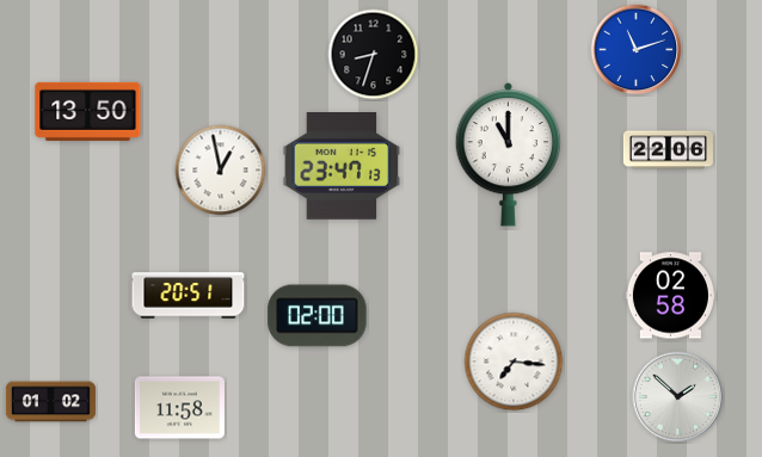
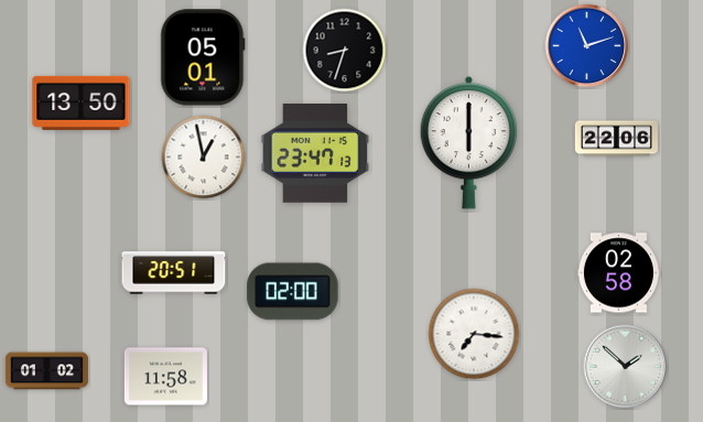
clock at (203, 57): none -> 05:01
clock at (509, 154): 11:00 -> 6:00
